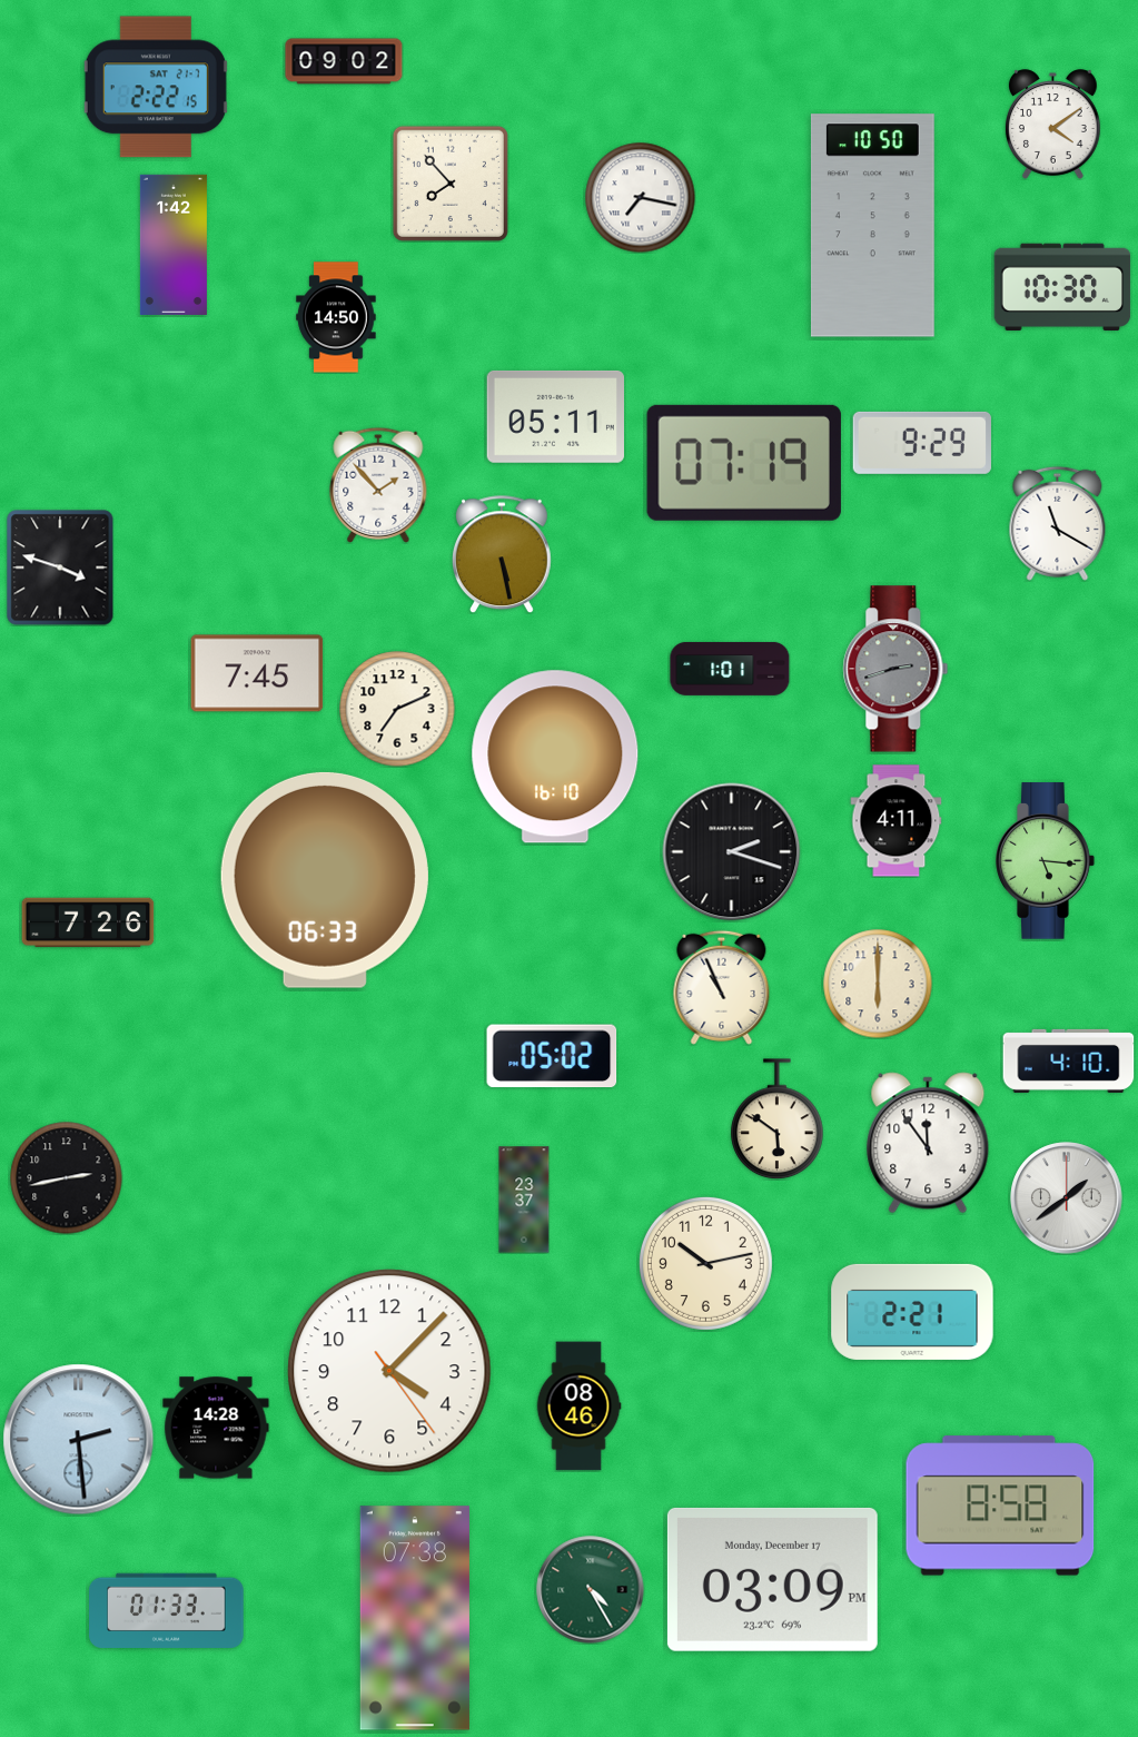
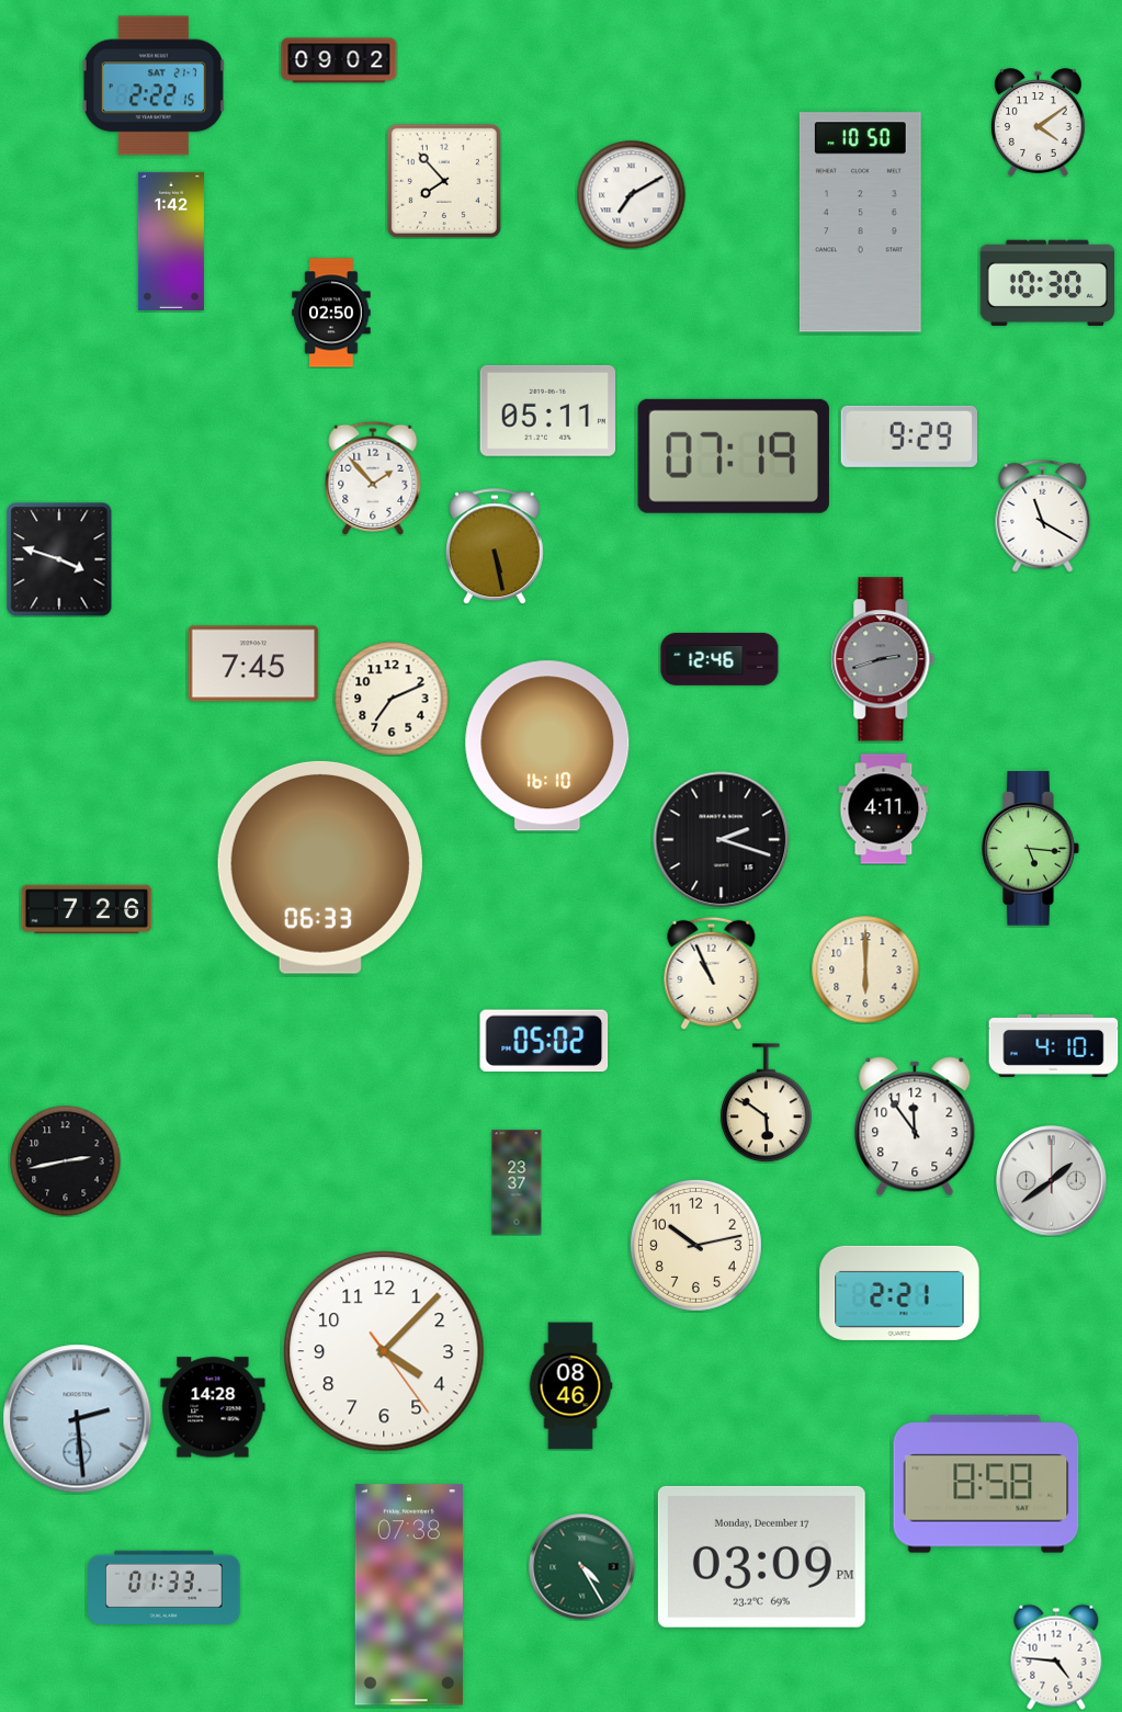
clock at (641, 198): 7:17 -> 7:10
clock at (336, 317): 14:50 -> 02:50
clock at (730, 669): 1:01 -> 12:46
clock at (1056, 1657): none -> 4:46
